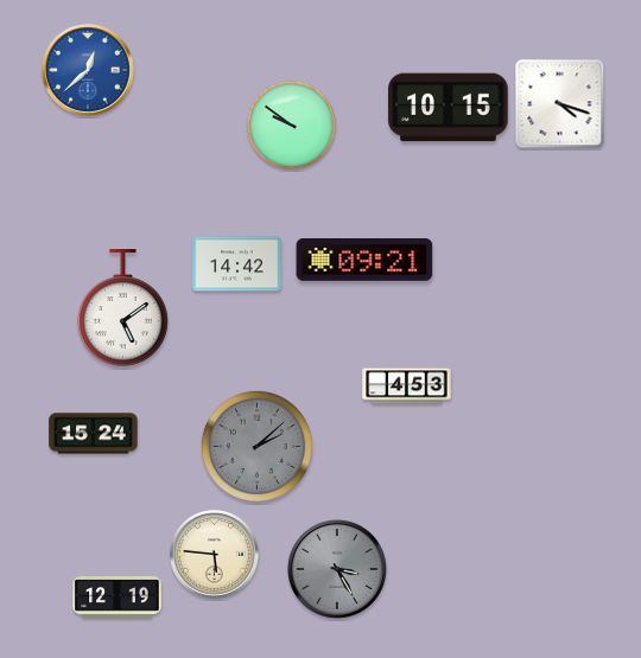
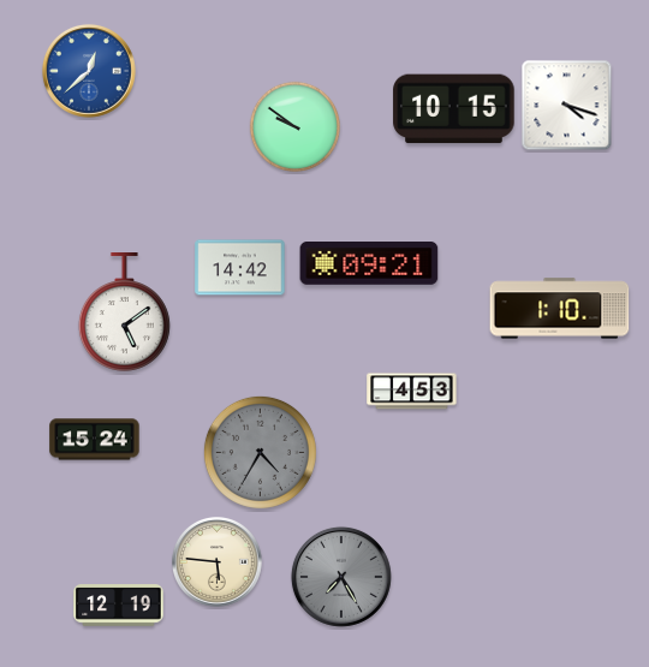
clock at (560, 309): none -> 1:10
clock at (256, 446): 2:08 -> 4:35
clock at (337, 569): 3:25 -> 7:25
